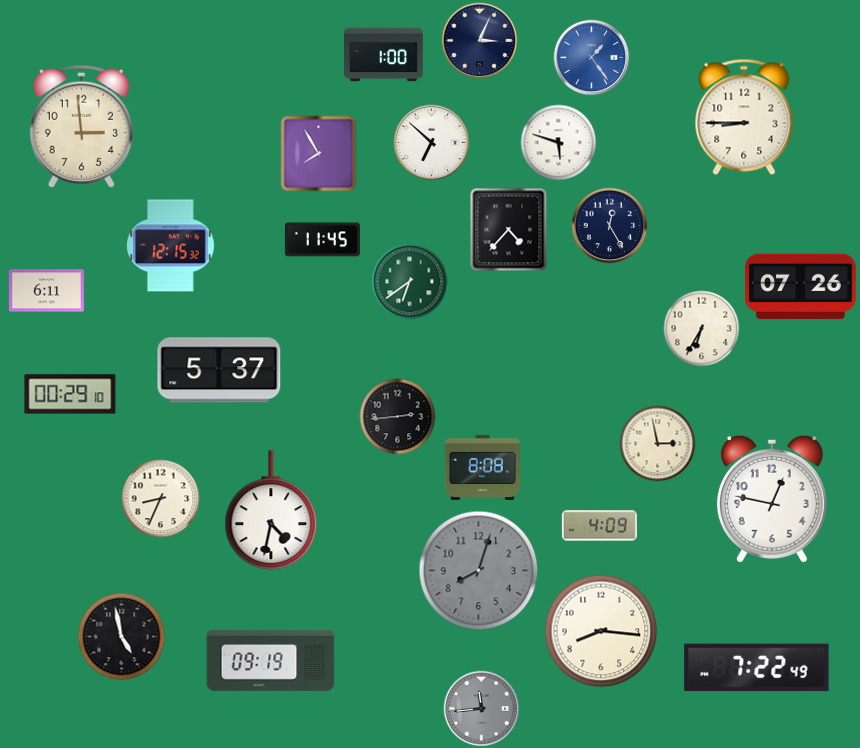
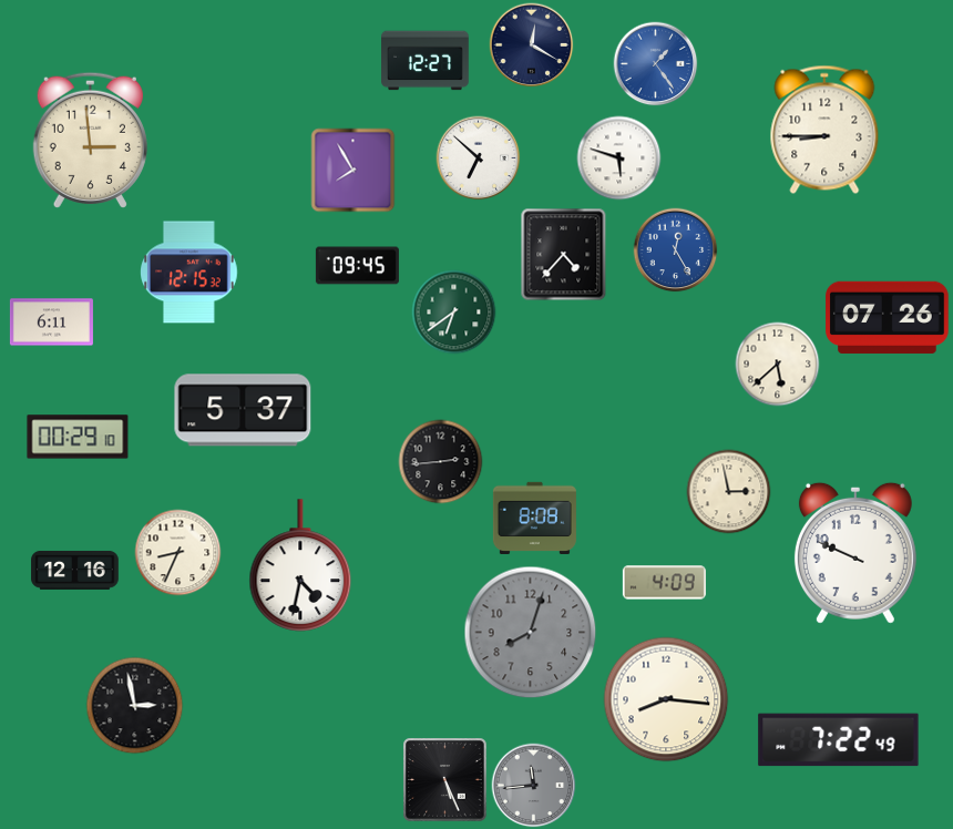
clock at (480, 41): 3:04 -> 12:20
clock at (384, 55): 1:00 -> 12:27
clock at (610, 226) dial: navy -> blue
clock at (322, 240): 11:45 -> 09:45
clock at (702, 329): 6:35 -> 5:38
clock at (772, 499): 12:47 -> 9:49
clock at (75, 570): none -> 12:16
clock at (122, 637): 4:58 -> 2:58
clock at (271, 660): 09:19 -> none
clock at (445, 780): none -> 5:26
